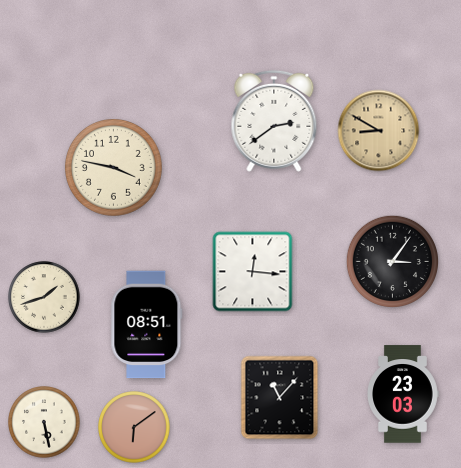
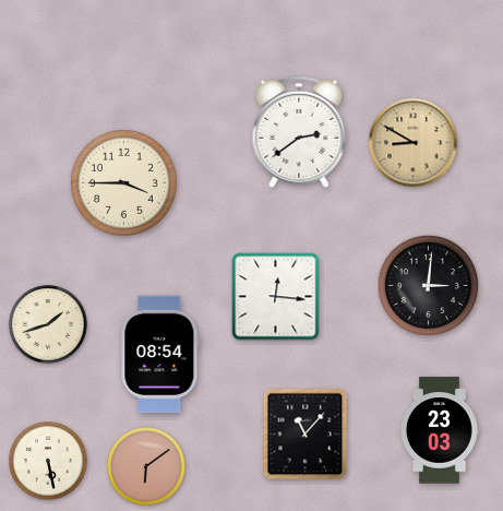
clock at (114, 168): 3:47 -> 3:45
clock at (392, 261): 3:06 -> 3:01
clock at (147, 325): 08:51 -> 08:54
